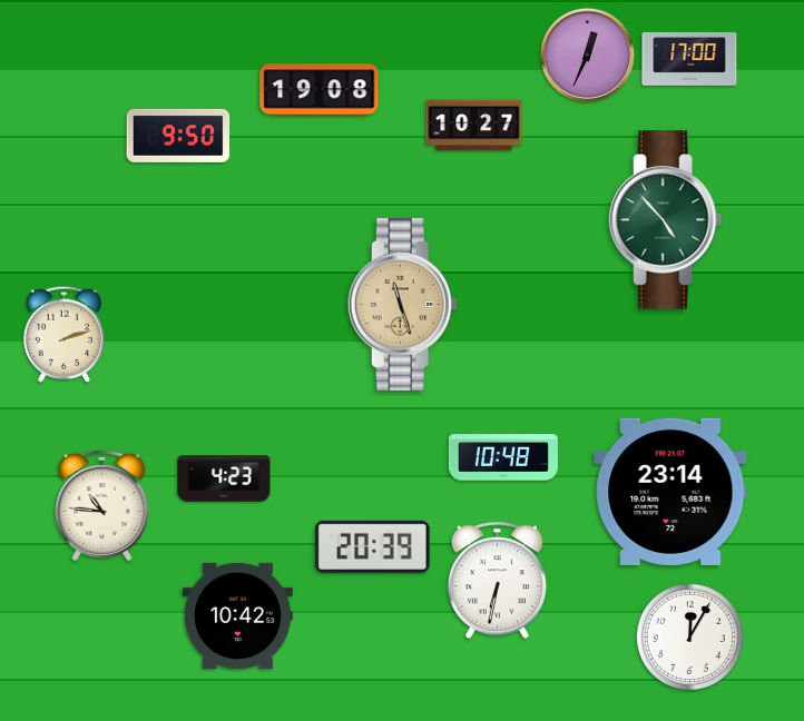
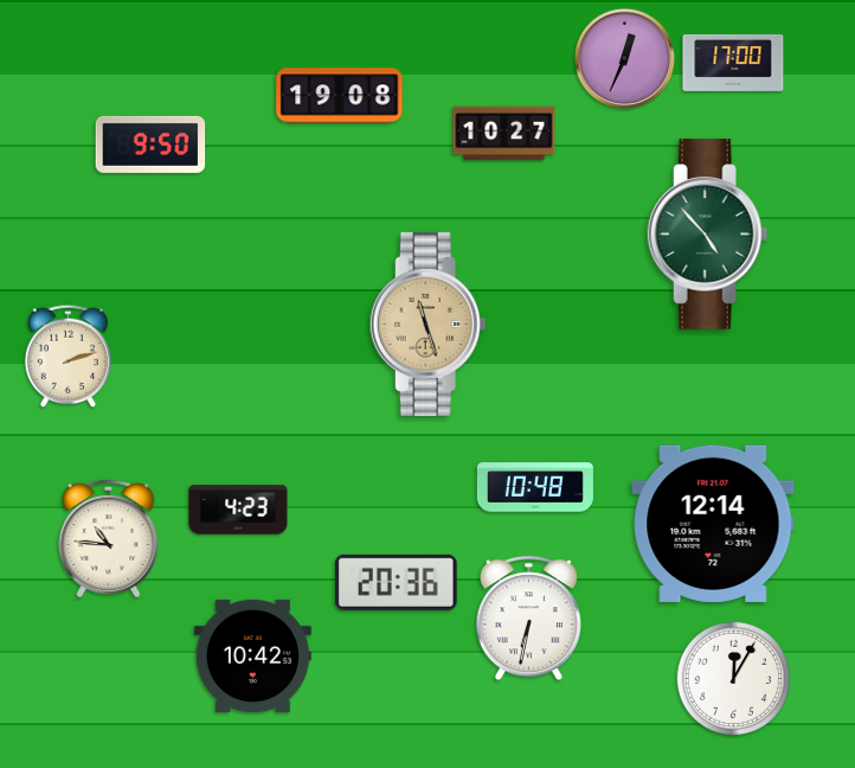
clock at (178, 136) position: (178, 136) -> (150, 145)
clock at (670, 492): 23:14 -> 12:14
clock at (373, 546): 20:39 -> 20:36
